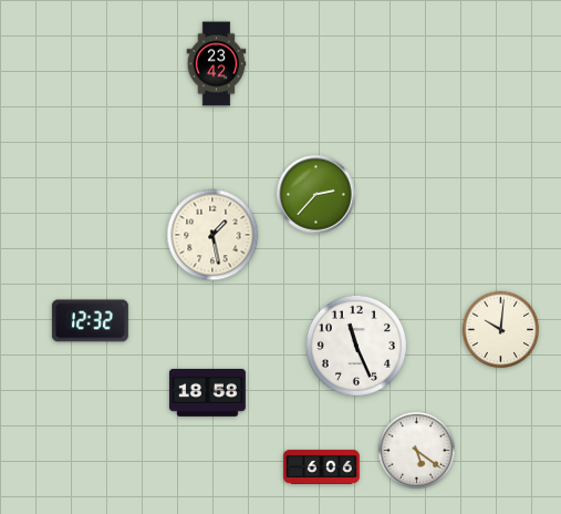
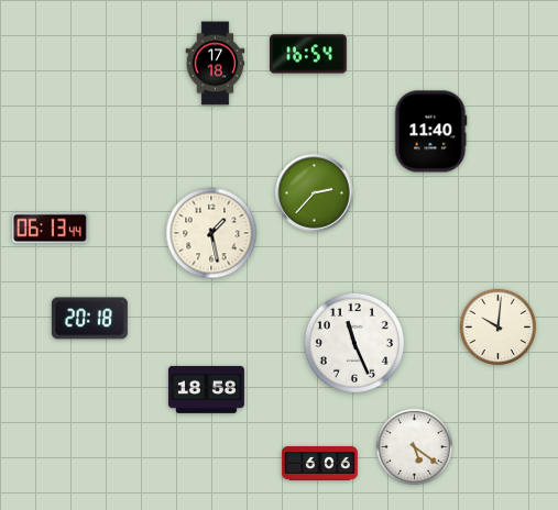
clock at (308, 54): none -> 16:54
clock at (217, 64): 23:42 -> 17:18
clock at (431, 132): none -> 11:40
clock at (50, 229): none -> 06:13
clock at (90, 321): 12:32 -> 20:18
